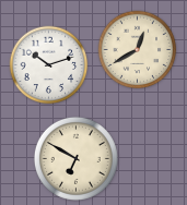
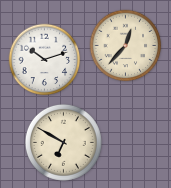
clock at (138, 50): 12:40 -> 12:37
clock at (75, 158) position: (75, 158) -> (63, 142)
